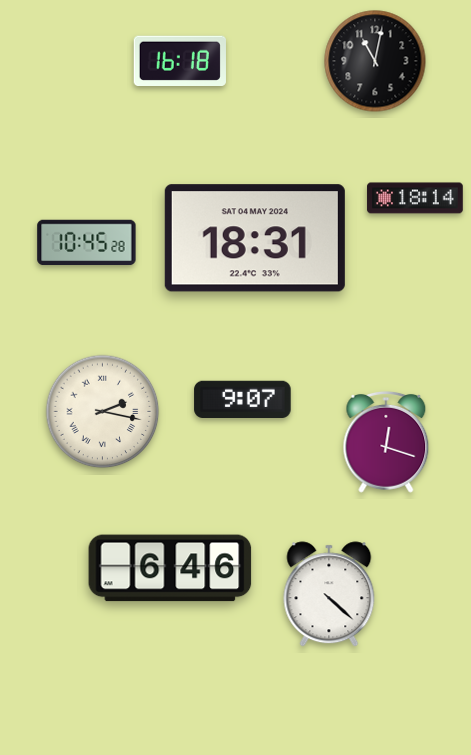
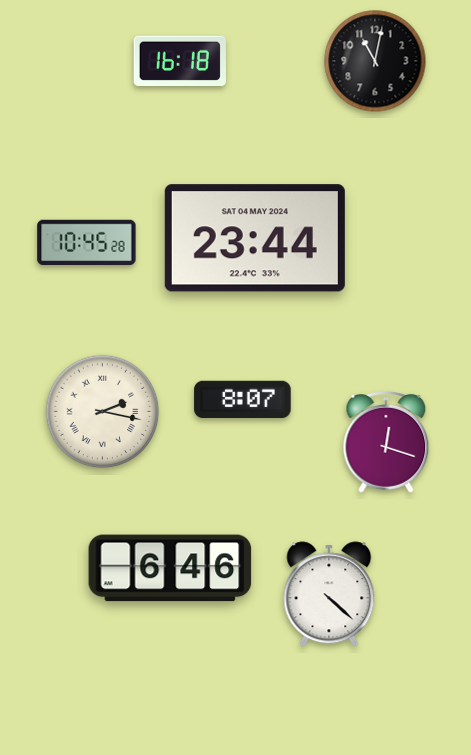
clock at (415, 198): 18:14 -> none
clock at (255, 238): 18:31 -> 23:44
clock at (243, 399): 9:07 -> 8:07
